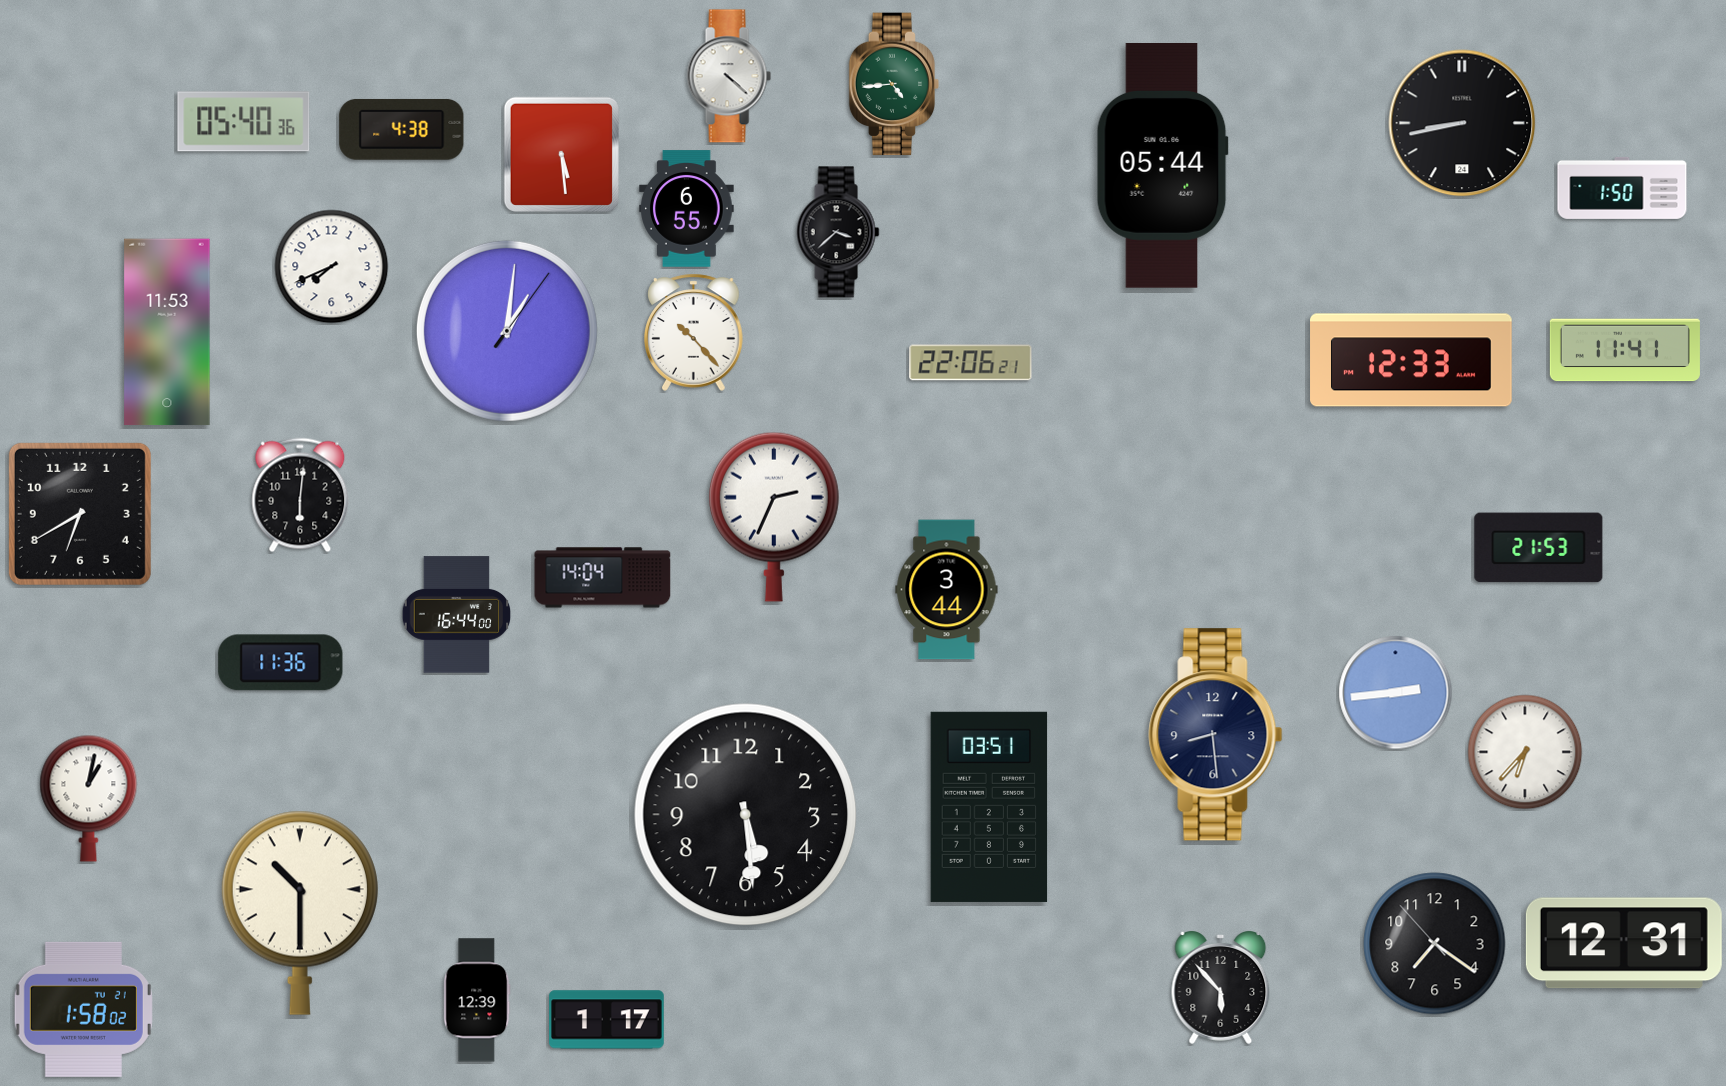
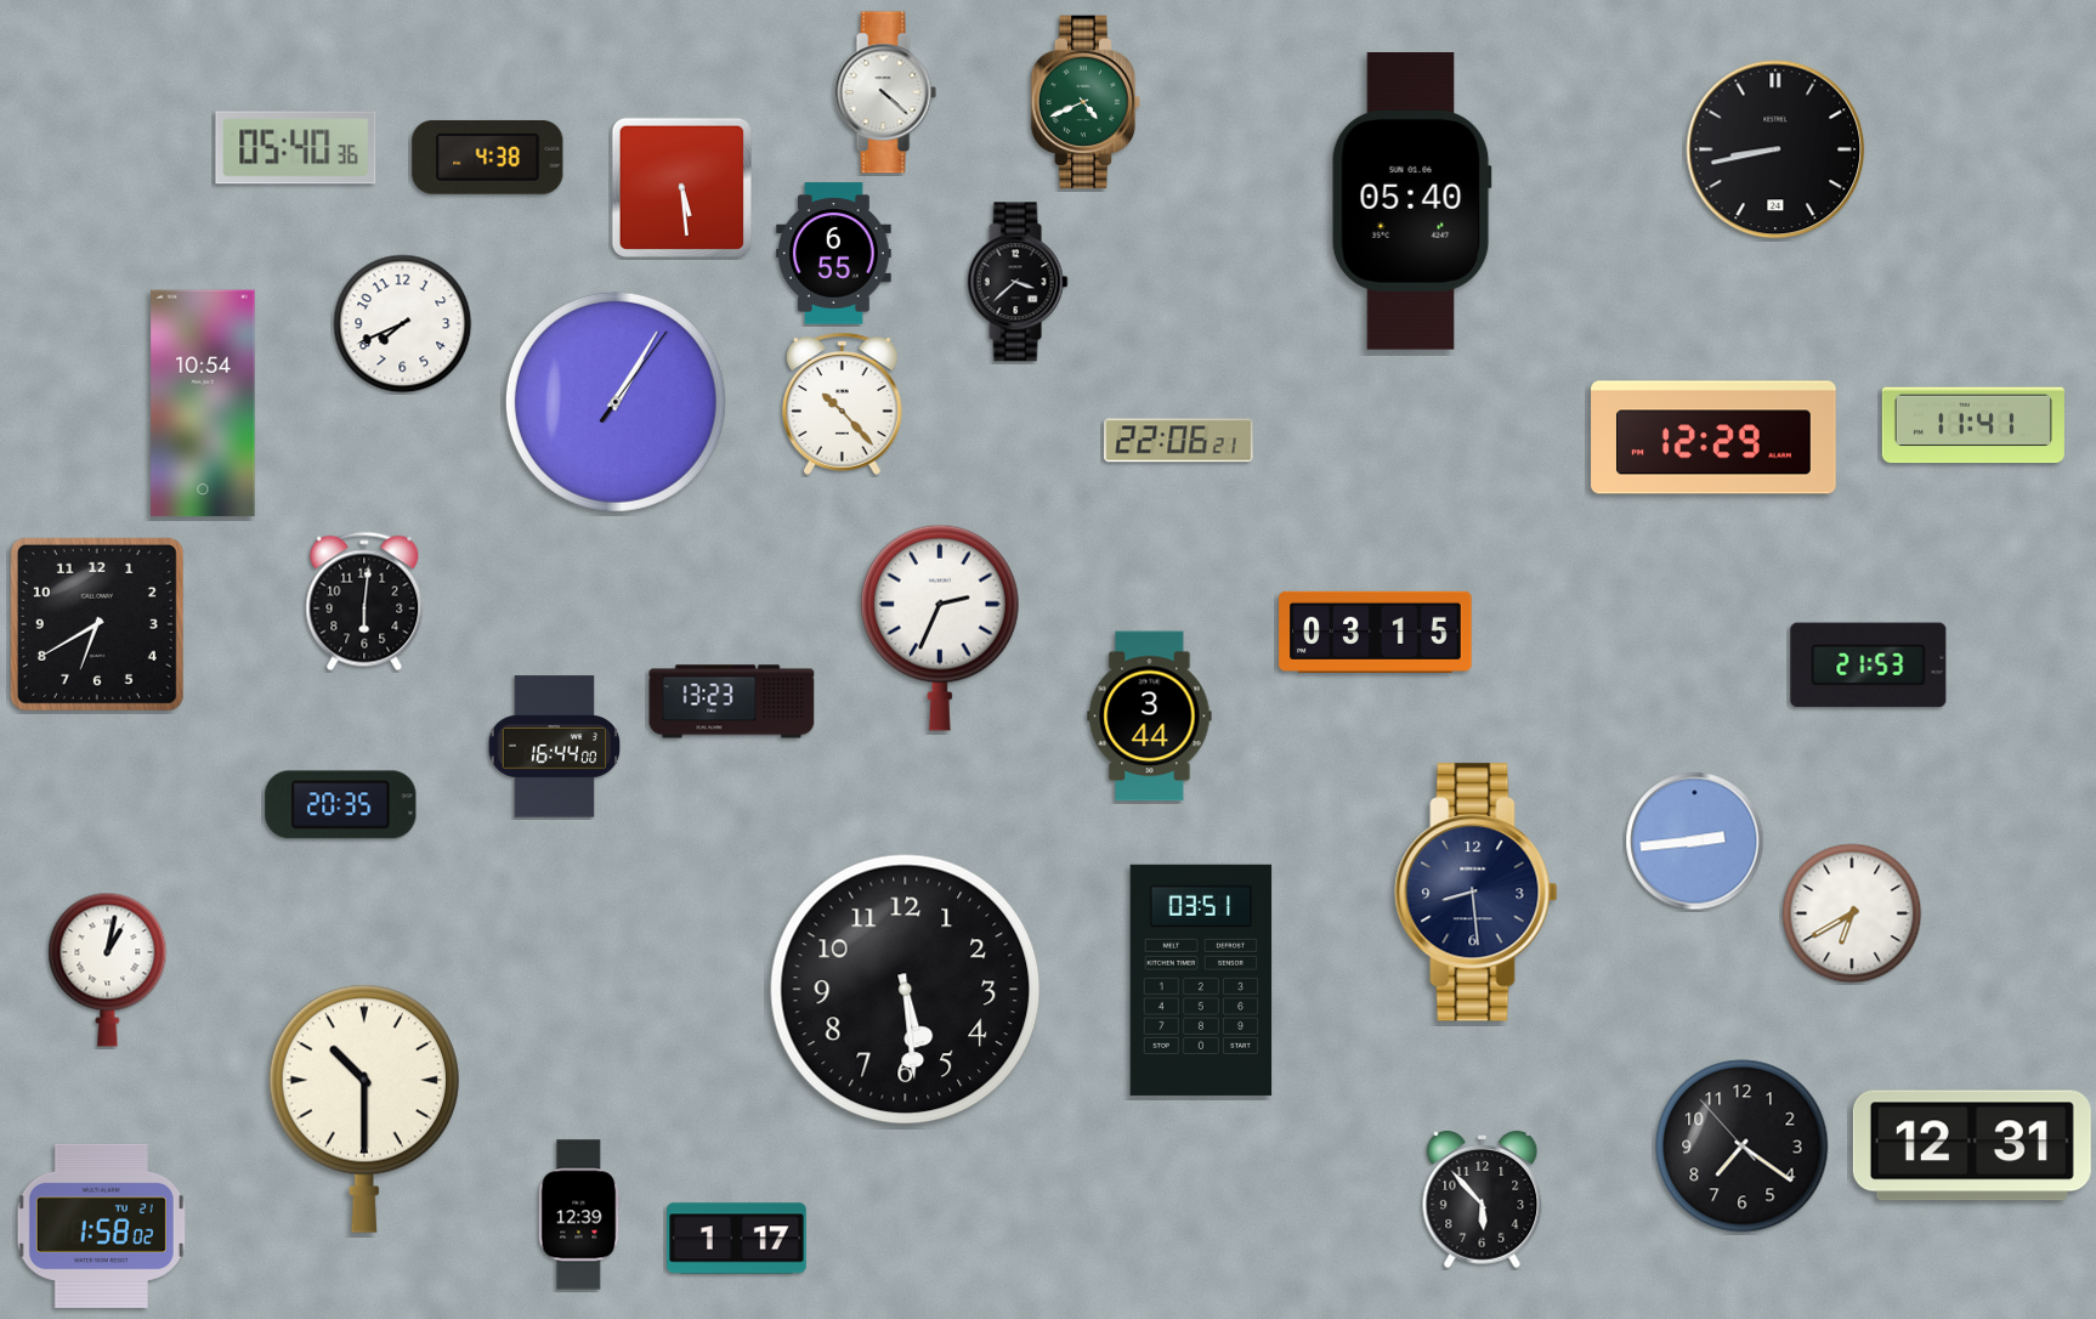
clock at (894, 84): 4:44 -> 4:41
clock at (1162, 166): 05:44 -> 05:40
clock at (1622, 188): 1:50 -> none
clock at (507, 331): 1:01 -> 1:05
clock at (167, 332): 11:53 -> 10:54
clock at (1411, 360): 12:33 -> 12:29
clock at (1376, 632): none -> 03:15
clock at (603, 578): 14:04 -> 13:23
clock at (281, 663): 11:36 -> 20:35
clock at (1525, 752): 6:37 -> 6:40
